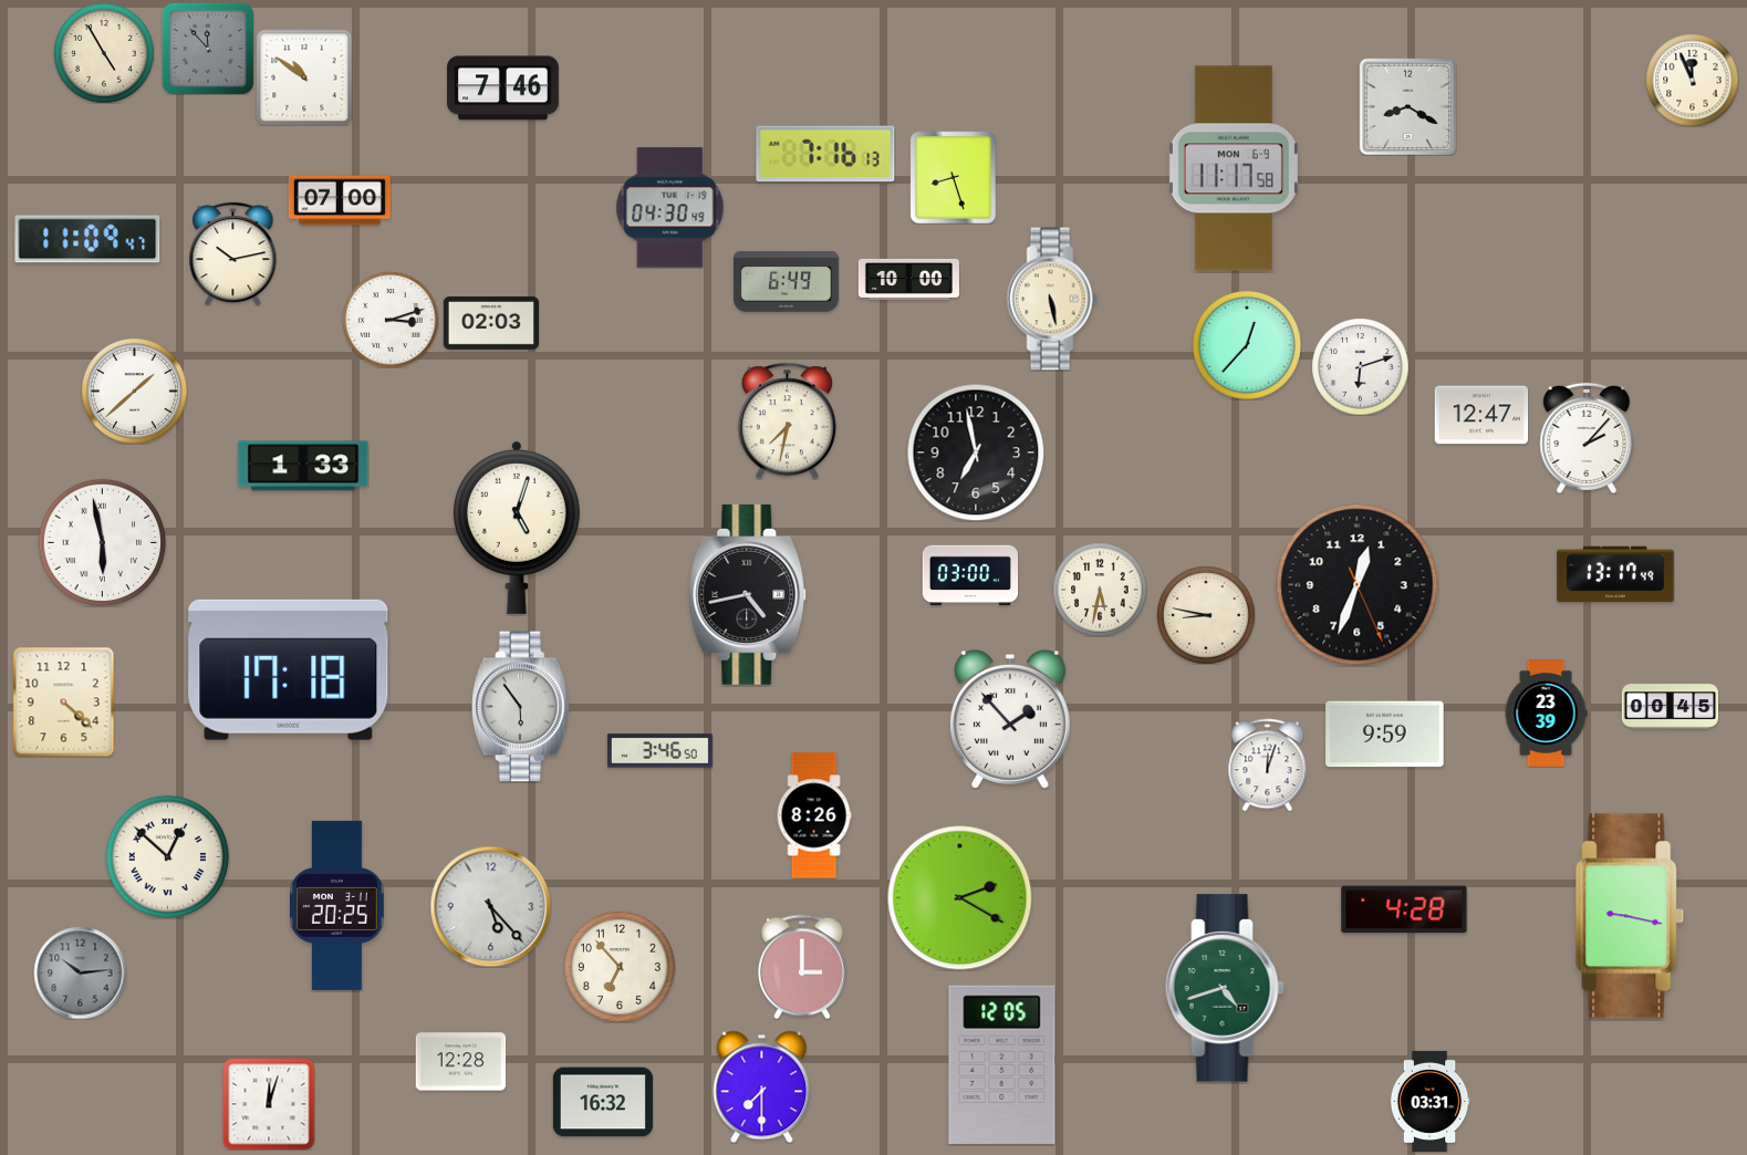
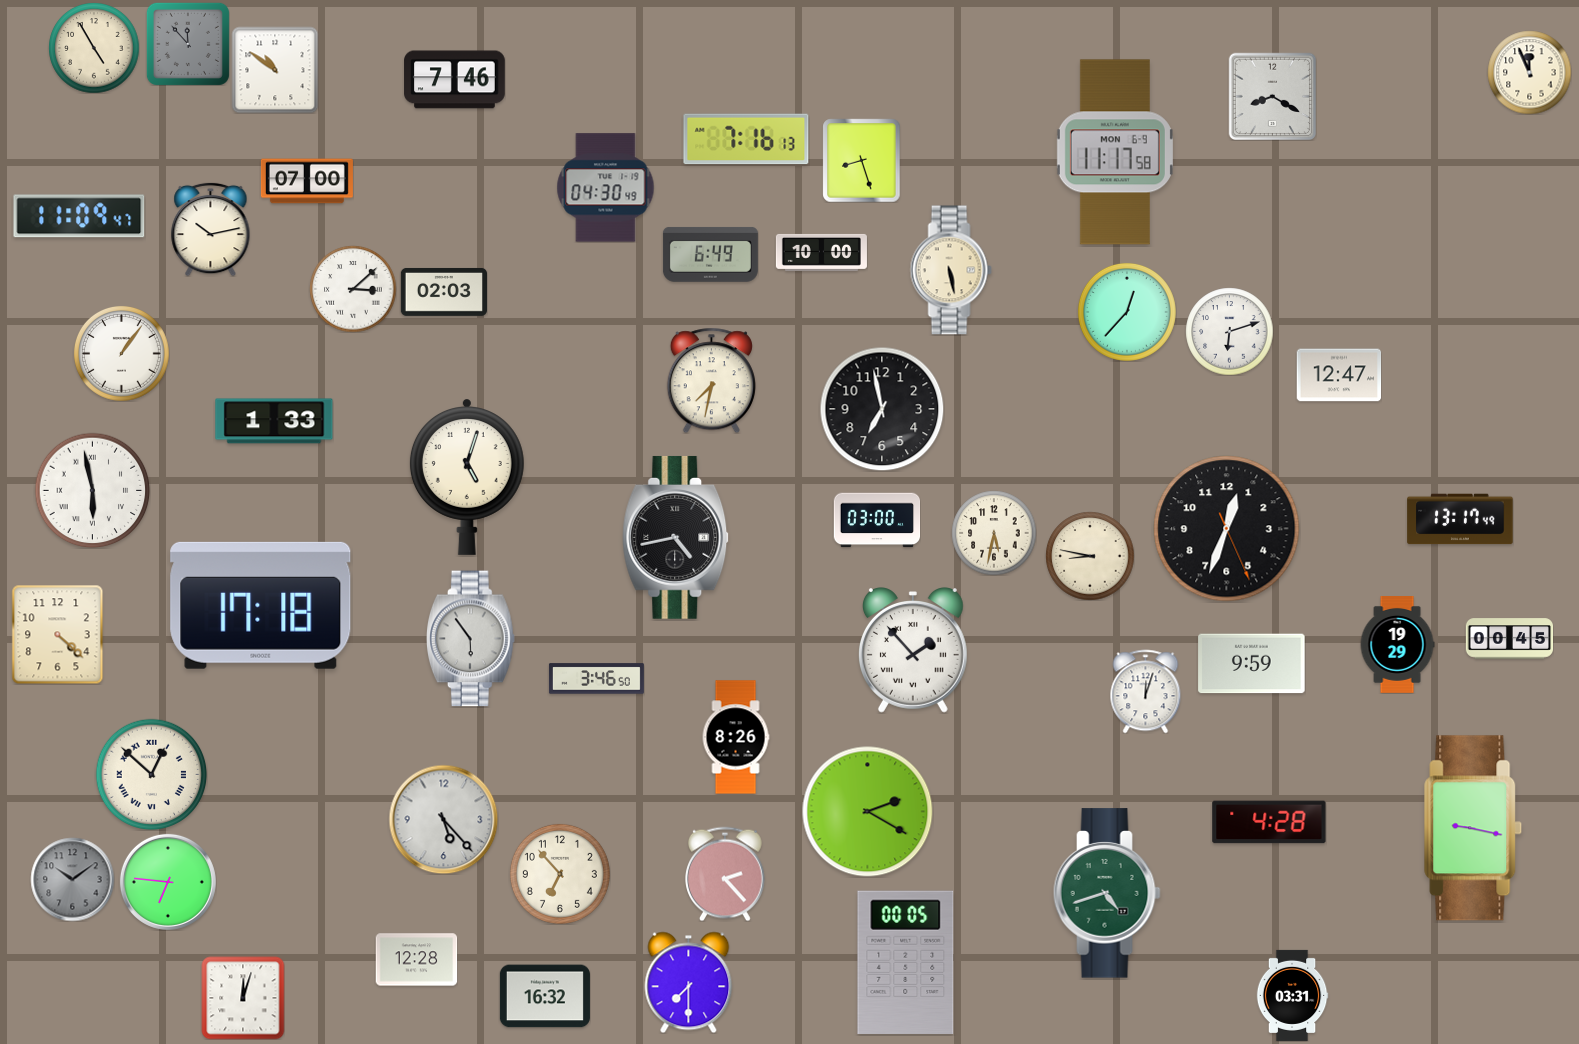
clock at (391, 320): 3:12 -> 3:08
clock at (134, 391): 1:38 -> 1:06
clock at (1587, 438): 2:07 -> none
clock at (1546, 714): 23:39 -> 19:29
clock at (337, 905): 20:25 -> none
clock at (803, 967): 3:00 -> 2:23
clock at (80, 972): 10:14 -> 10:09
clock at (168, 882): none -> 6:46
clock at (1002, 1064): 12:05 -> 00:05
